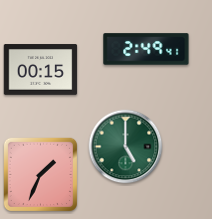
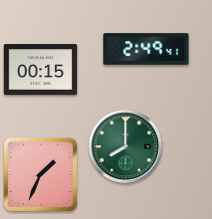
clock at (126, 147): 5:00 -> 8:00
